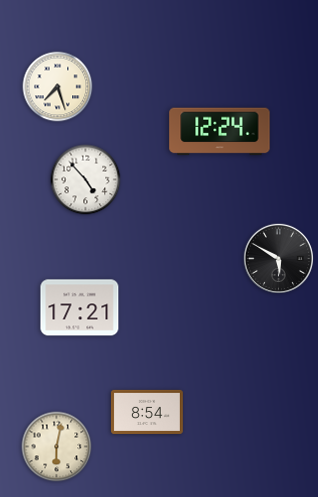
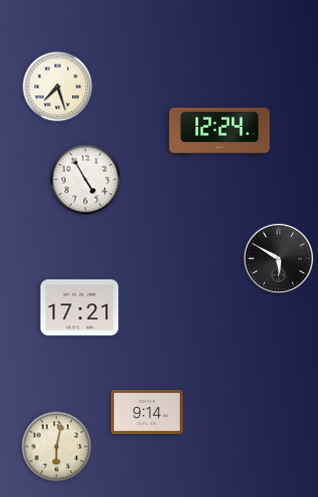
clock at (86, 180): 4:53 -> 4:55
clock at (147, 412): 8:54 -> 9:14
